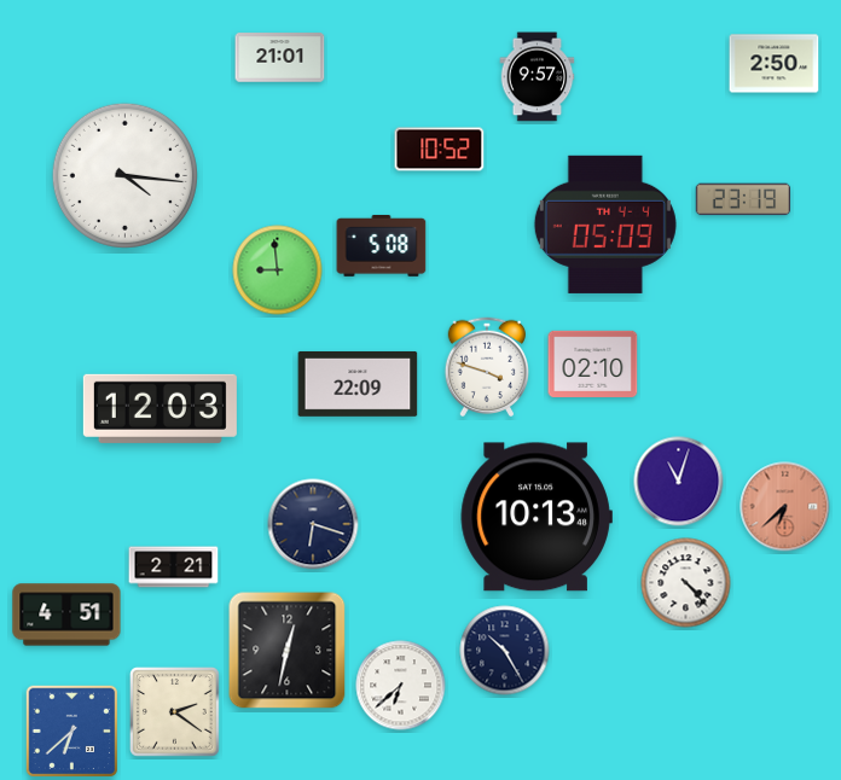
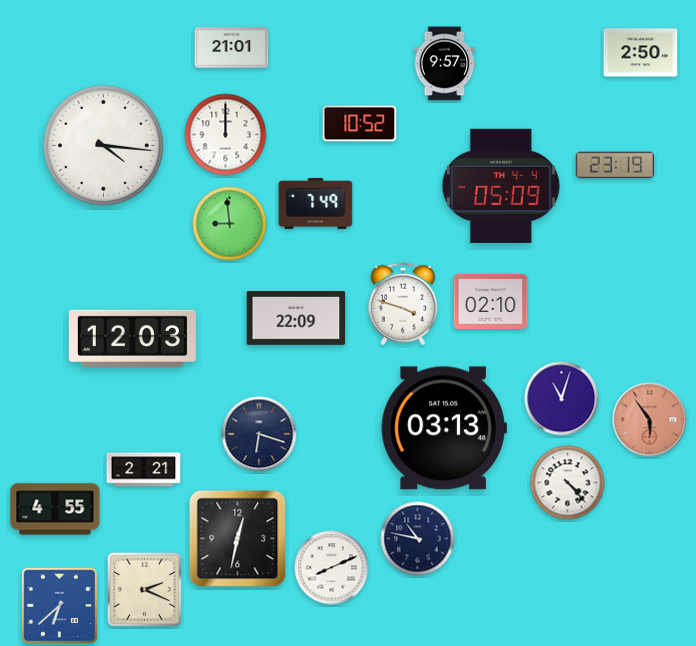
clock at (440, 150) position: (440, 150) -> (360, 124)
clock at (226, 135): none -> 12:00
clock at (382, 245): 5:08 -> 7:49
clock at (785, 507): 6:38 -> 5:54
clock at (536, 517): 10:13 -> 03:13
clock at (66, 615): 4:51 -> 4:55
clock at (505, 651): 10:25 -> 10:47
clock at (401, 686): 6:38 -> 8:11
clock at (175, 712): 2:21 -> 2:19
